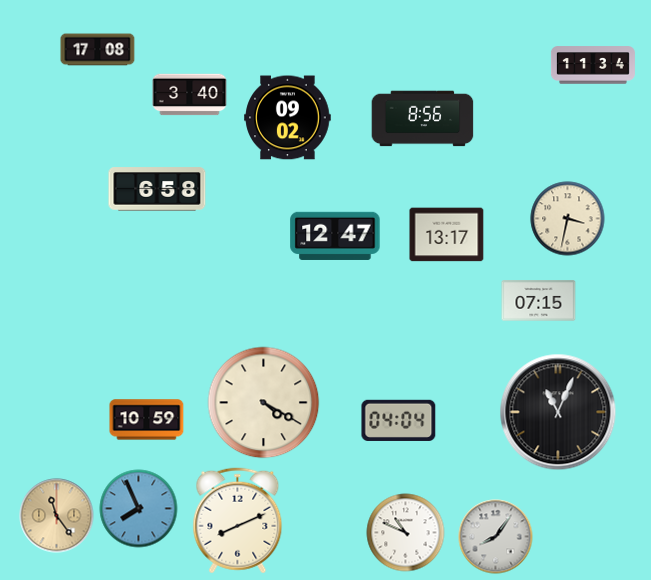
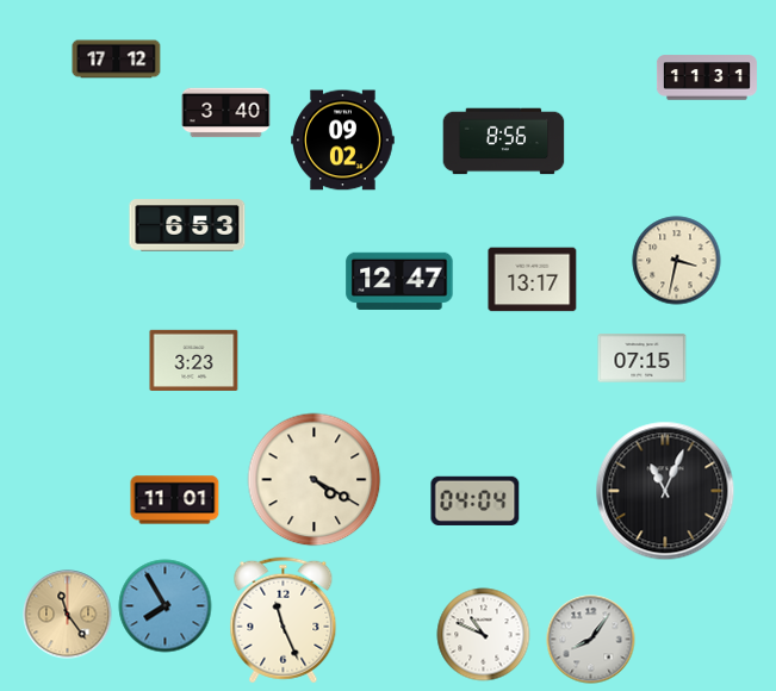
clock at (98, 50): 17:08 -> 17:12
clock at (593, 65): 11:34 -> 11:31
clock at (157, 189): 6:58 -> 6:53
clock at (194, 360): none -> 3:23
clock at (147, 420): 10:59 -> 11:01
clock at (139, 509): 7:56 -> 7:55
clock at (238, 521): 8:11 -> 11:26
